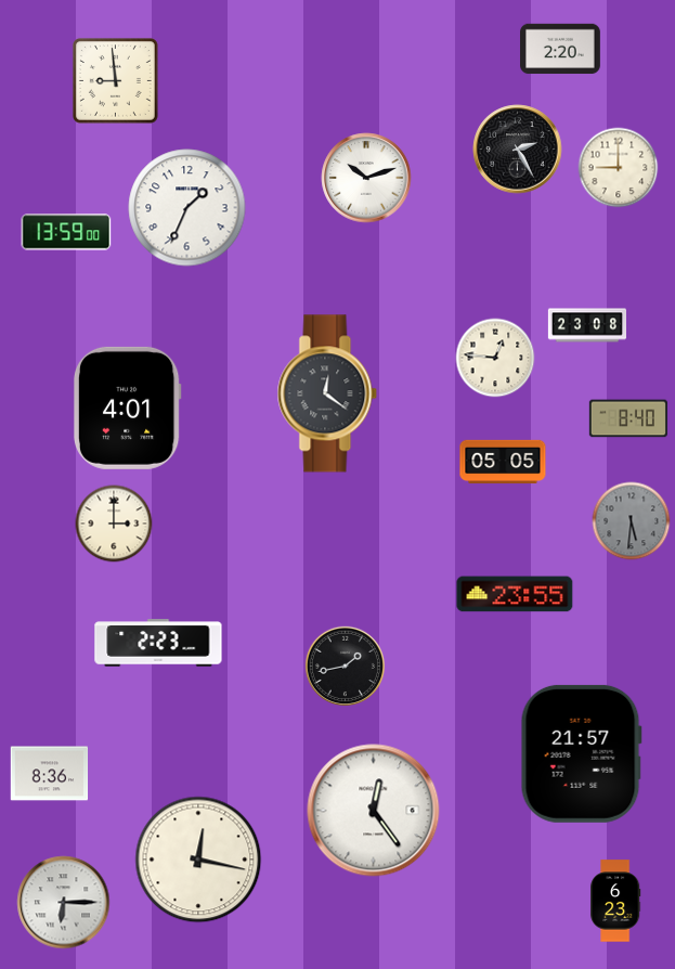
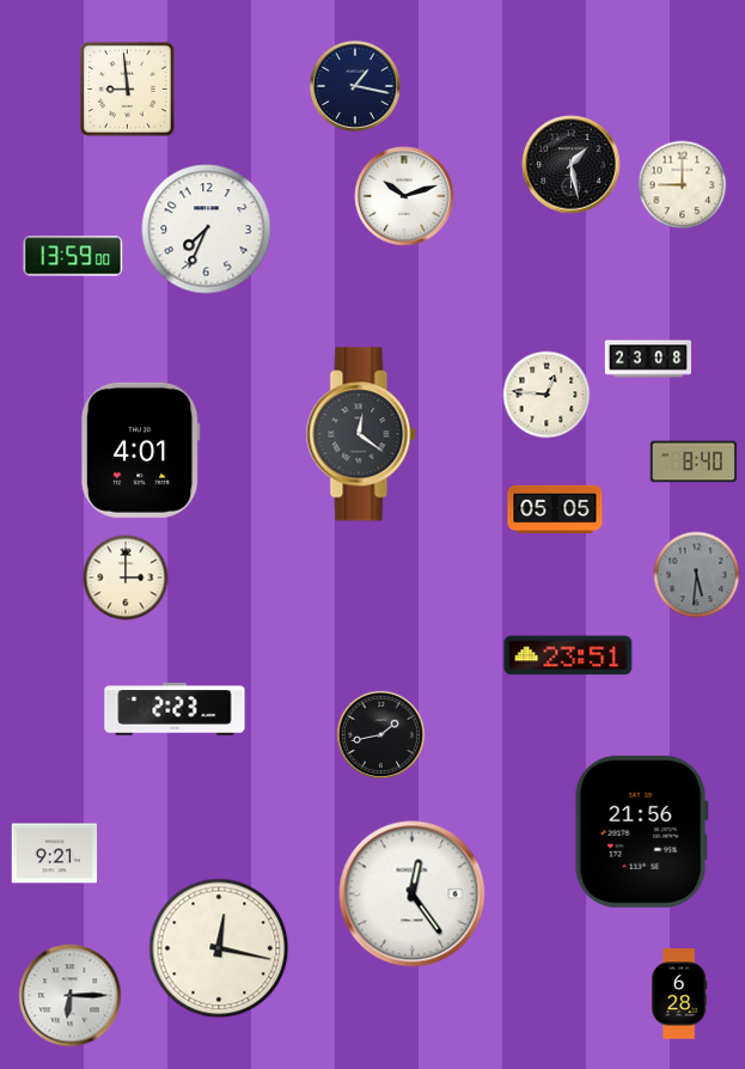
clock at (561, 49): 2:20 -> none
clock at (355, 86): none -> 1:17
clock at (518, 150): 2:25 -> 1:28
clock at (187, 208): 1:34 -> 7:34
clock at (515, 594): 23:55 -> 23:51
clock at (581, 753): 21:57 -> 21:56
clock at (50, 774): 8:36 -> 9:21
clock at (616, 901): 6:23 -> 6:28
